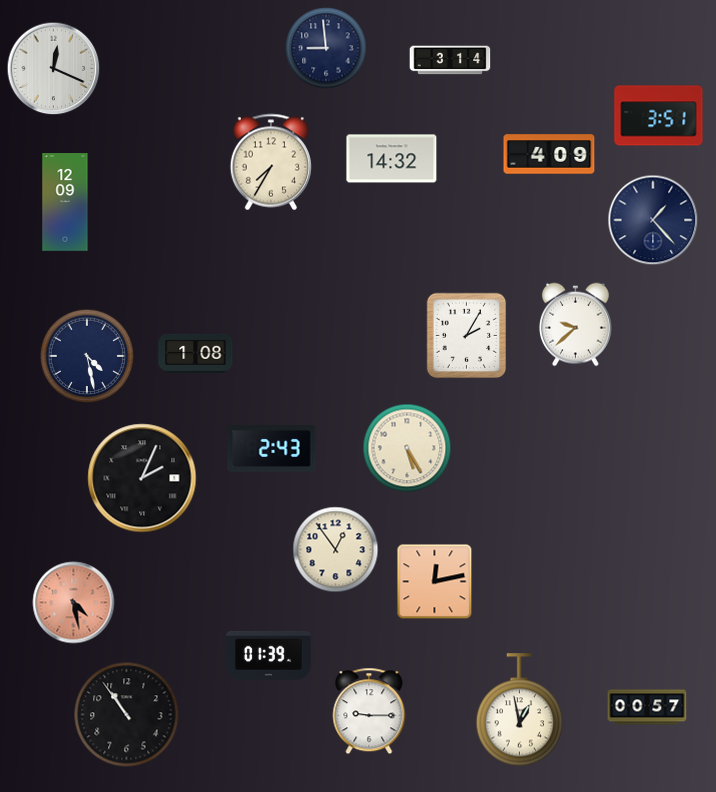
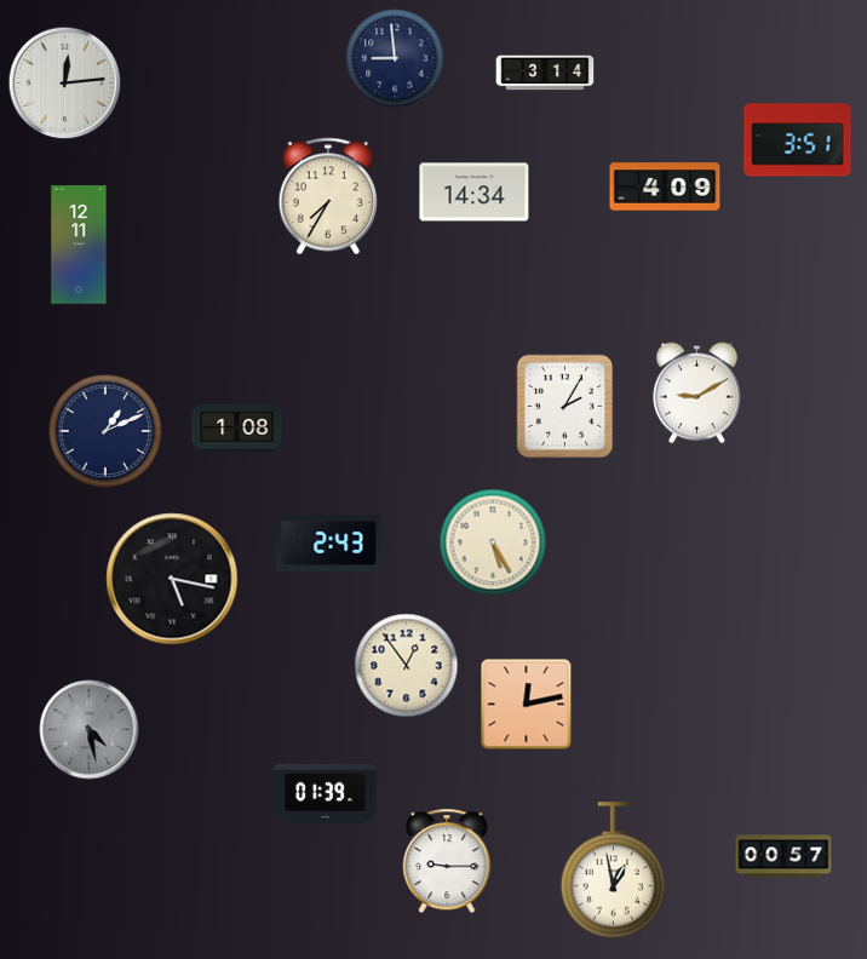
clock at (54, 69): 12:19 -> 12:14
clock at (392, 159): 14:32 -> 14:34
clock at (65, 202): 12:09 -> 12:11
clock at (653, 220): 1:23 -> none
clock at (575, 325): 9:38 -> 9:10
clock at (87, 356): 4:28 -> 1:11
clock at (142, 478): 2:04 -> 5:17
clock at (74, 603) dial: salmon -> grey
clock at (520, 710) position: (520, 710) -> (614, 871)
clock at (127, 715): 10:54 -> none
